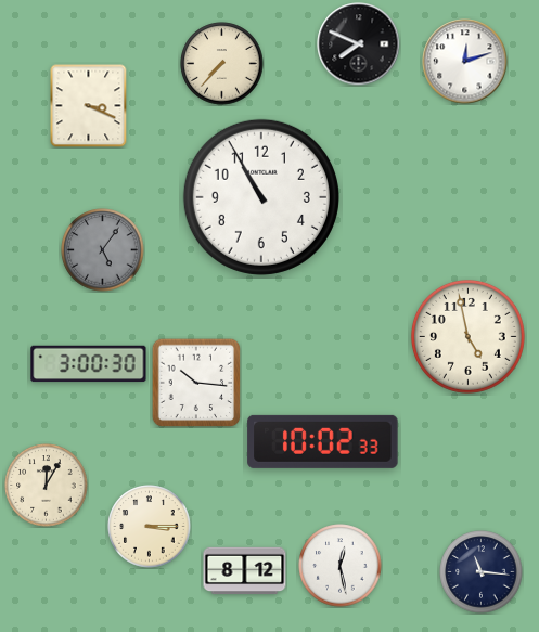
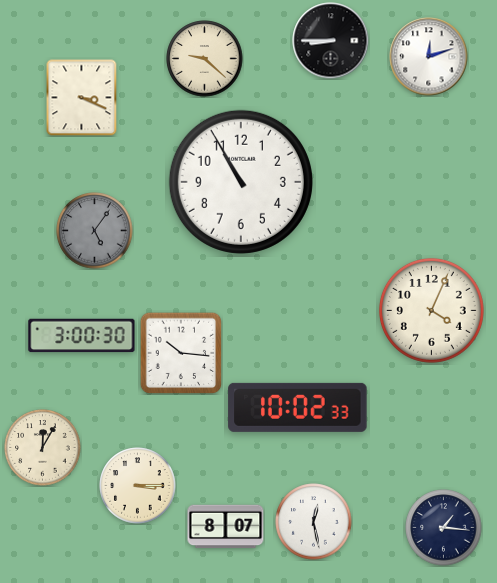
clock at (359, 44): 7:49 -> 8:45
clock at (222, 64): 7:37 -> 9:22
clock at (467, 336): 4:58 -> 4:04
clock at (245, 571): 8:12 -> 8:07
clock at (482, 572): 11:16 -> 1:16
